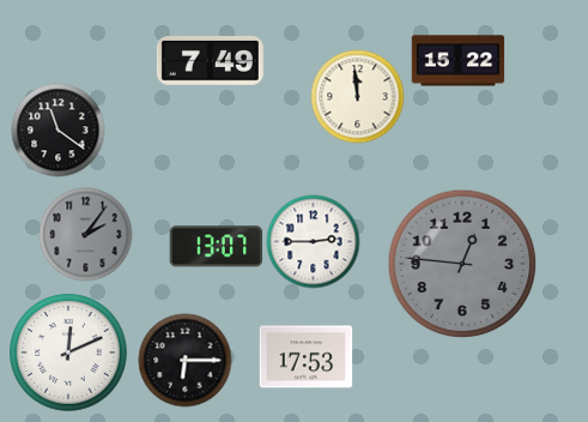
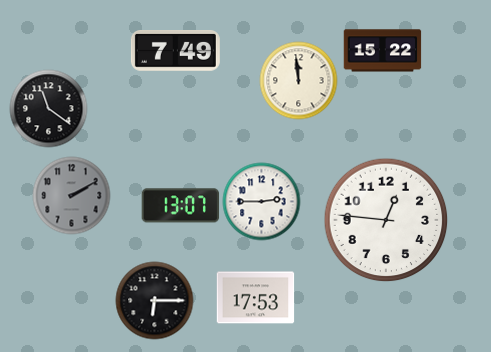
clock at (85, 234): 2:06 -> 2:10
clock at (462, 264) dial: grey -> white
clock at (68, 352): 12:11 -> none
